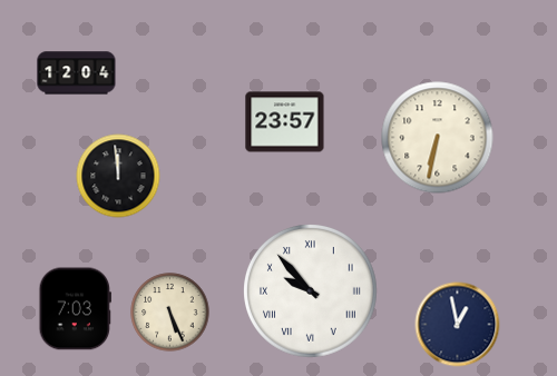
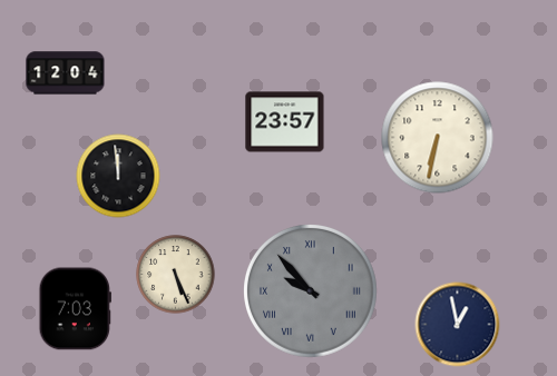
clock at (77, 73) position: (77, 73) -> (66, 73)
clock at (311, 291) dial: white -> grey
clock at (170, 313) position: (170, 313) -> (176, 275)
